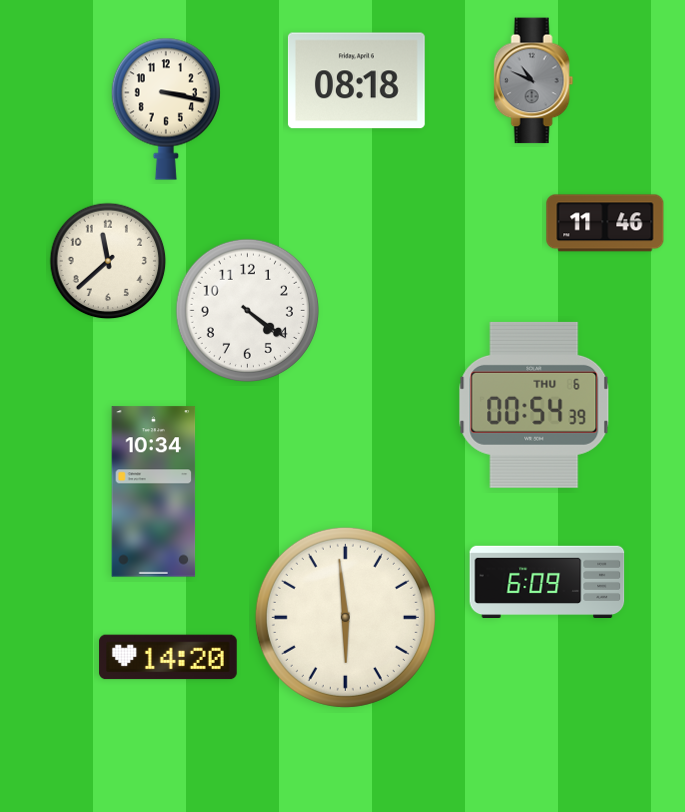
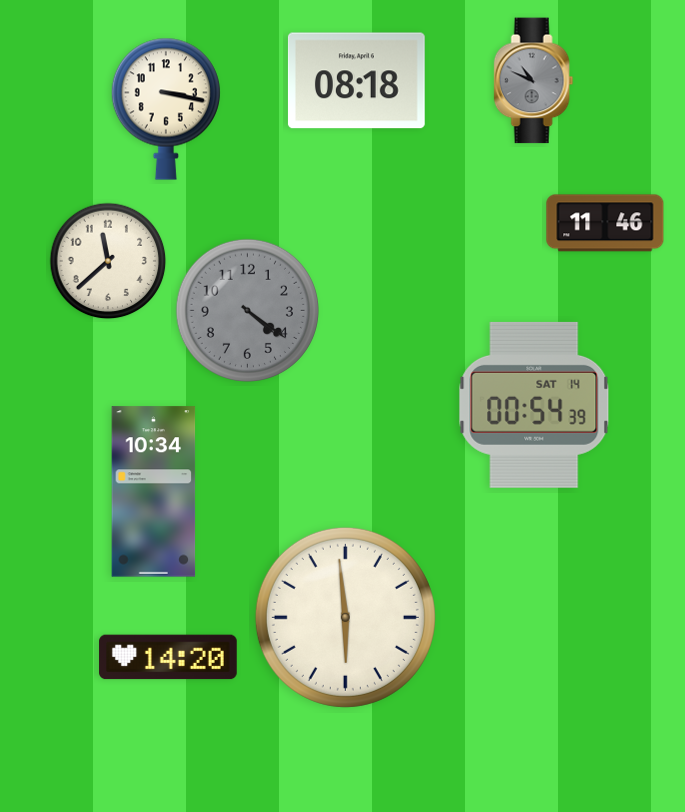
clock at (247, 310) dial: white -> grey
clock at (534, 405) date: THU 6 -> SAT 14
clock at (547, 581): 6:09 -> none
